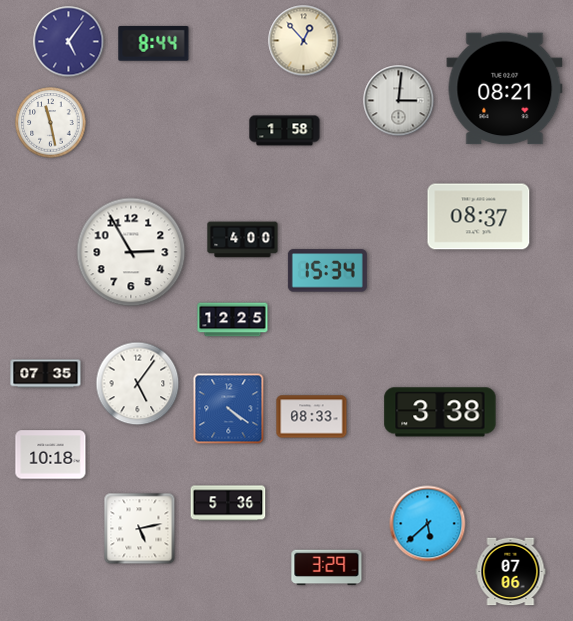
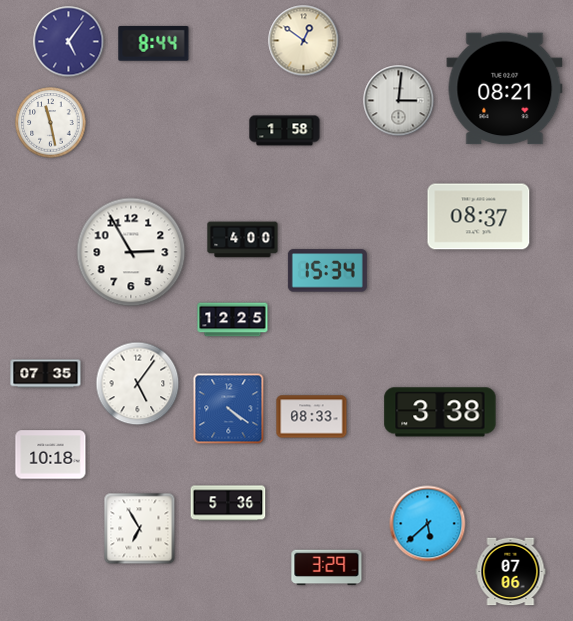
clock at (304, 41): 12:53 -> 12:51
clock at (140, 529): 5:13 -> 6:55
